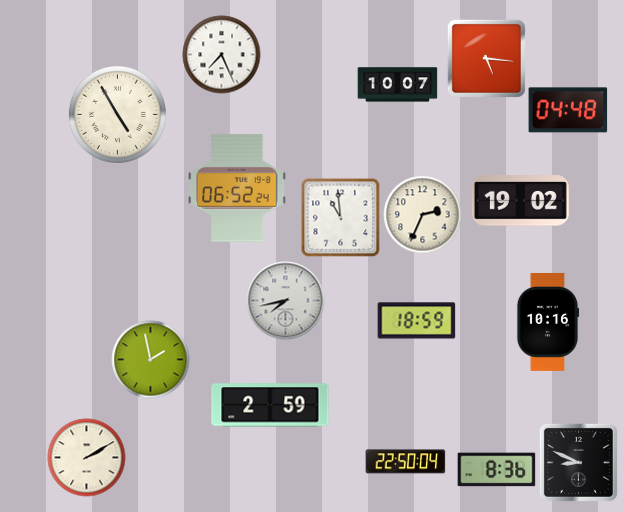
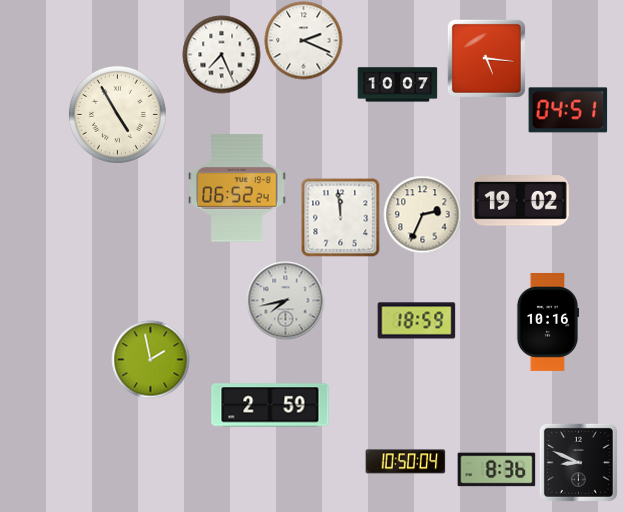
clock at (303, 40): none -> 2:19
clock at (568, 110): 04:48 -> 04:51
clock at (340, 217): 10:59 -> 11:59
clock at (86, 457): 2:10 -> none
clock at (405, 462): 22:50 -> 10:50
